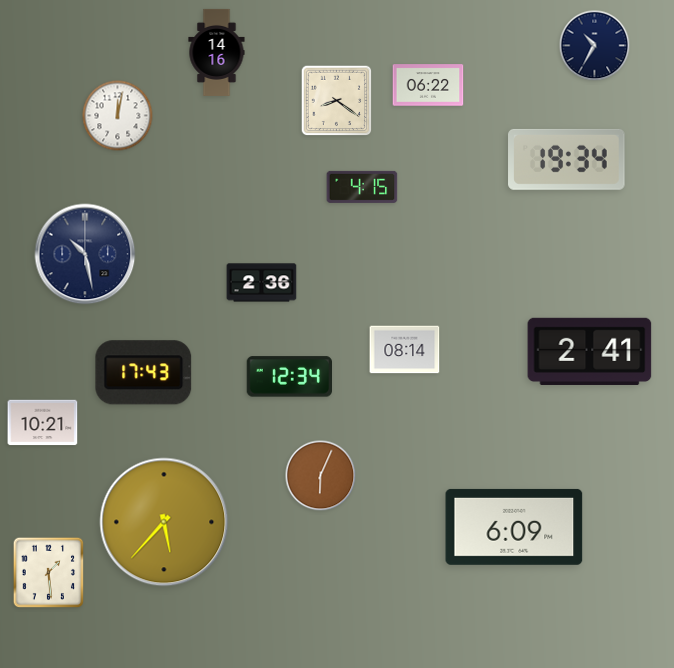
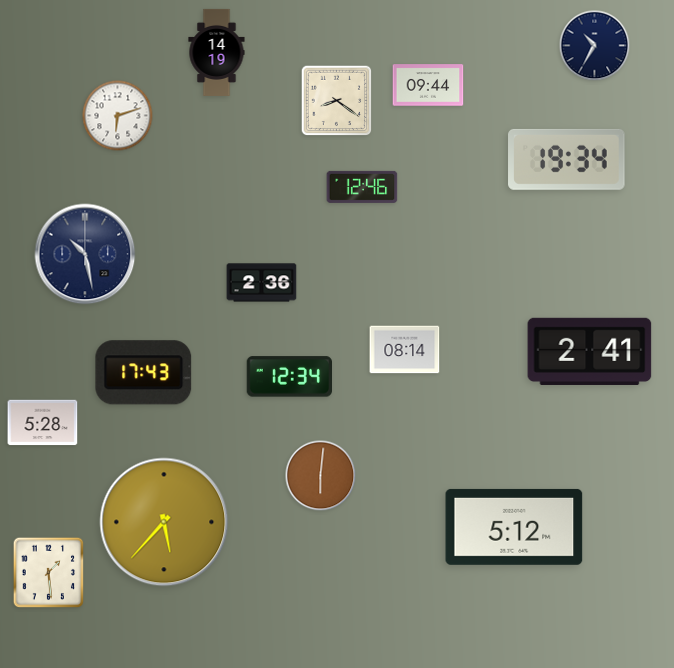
clock at (217, 52): 14:16 -> 14:19
clock at (428, 85): 06:22 -> 09:44
clock at (118, 116): 12:02 -> 6:12
clock at (362, 187): 4:15 -> 12:46
clock at (43, 423): 10:21 -> 5:28
clock at (321, 476): 6:04 -> 6:01
clock at (514, 527): 6:09 -> 5:12
